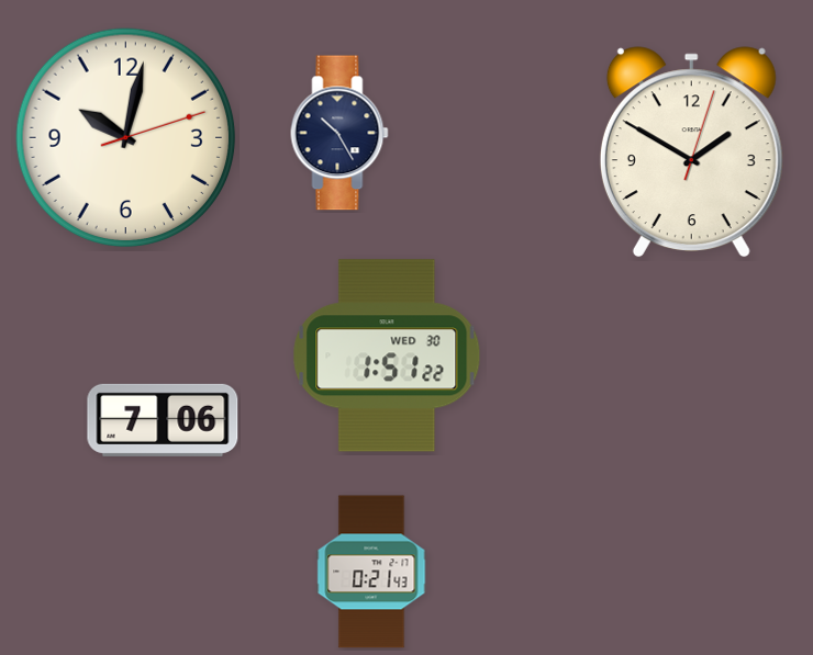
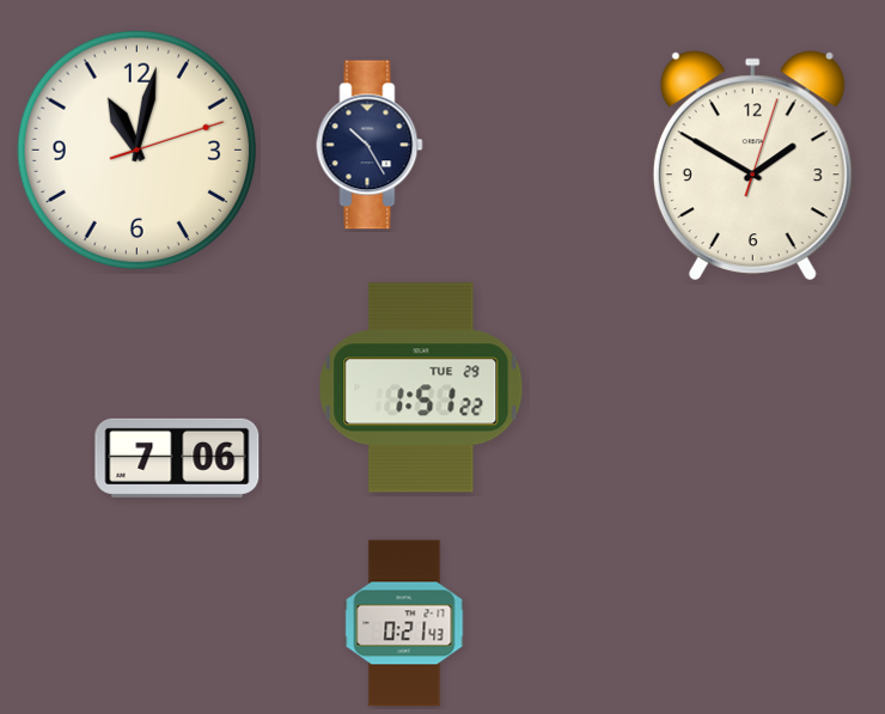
clock at (126, 138): 10:02 -> 11:02
clock at (387, 355) date: WED 30 -> TUE 29
